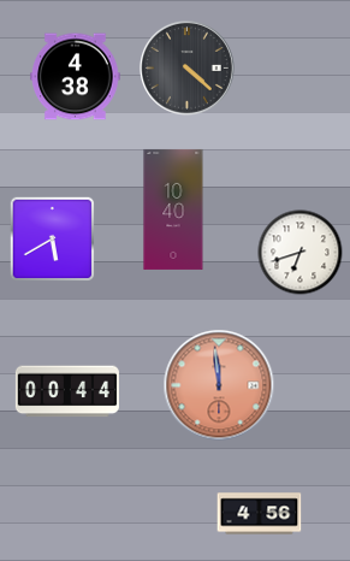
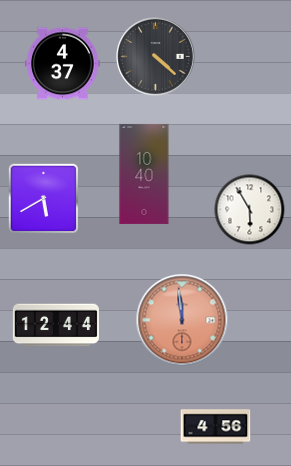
clock at (76, 77): 4:38 -> 4:37
clock at (301, 253): 6:42 -> 5:55
clock at (67, 391): 00:44 -> 12:44
